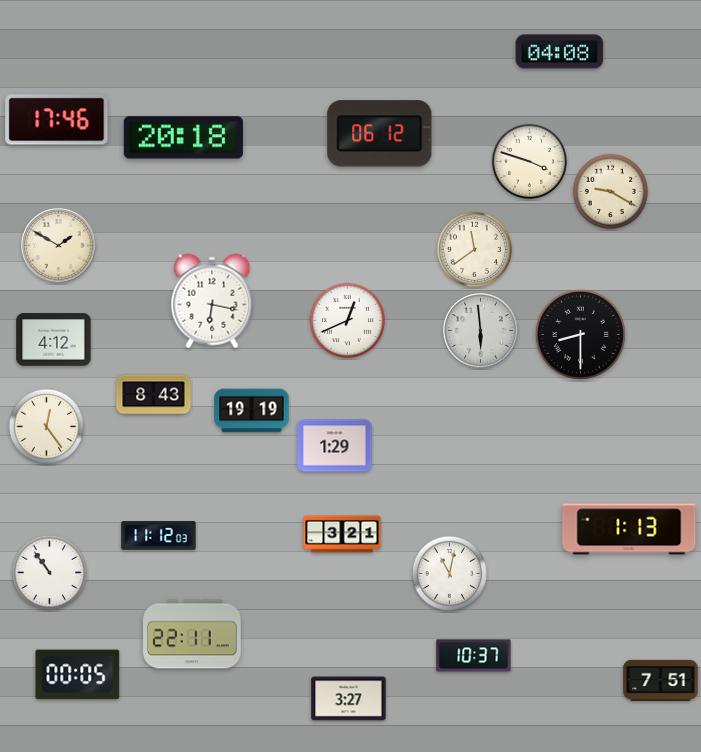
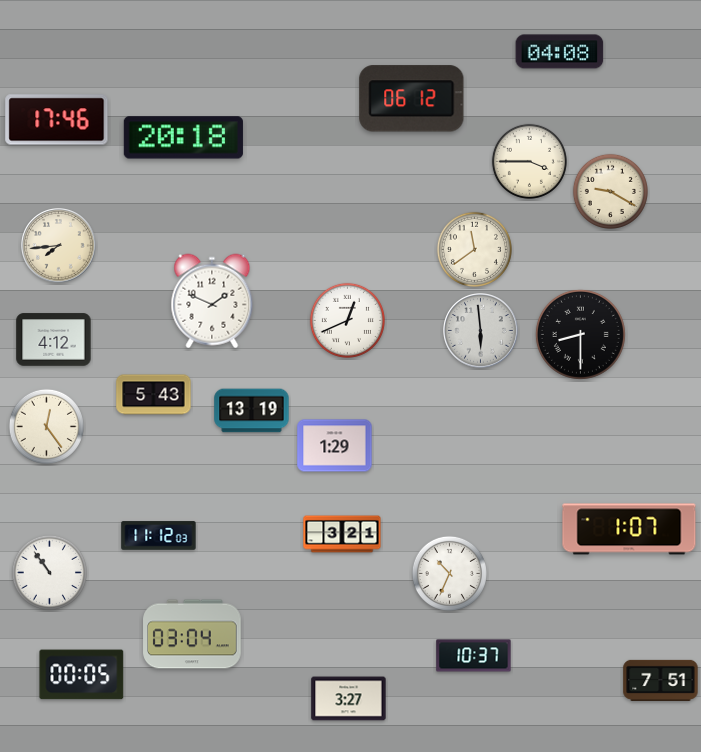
clock at (380, 134) position: (380, 134) -> (412, 99)
clock at (529, 161): 3:48 -> 3:45
clock at (59, 246): 1:50 -> 7:44
clock at (212, 301): 6:17 -> 1:49
clock at (154, 395): 8:43 -> 5:43
clock at (252, 411): 19:19 -> 13:19
clock at (629, 529): 1:13 -> 1:07
clock at (449, 573): 11:02 -> 10:34
clock at (192, 634): 22:11 -> 03:04
clock at (78, 675) position: (78, 675) -> (82, 675)
